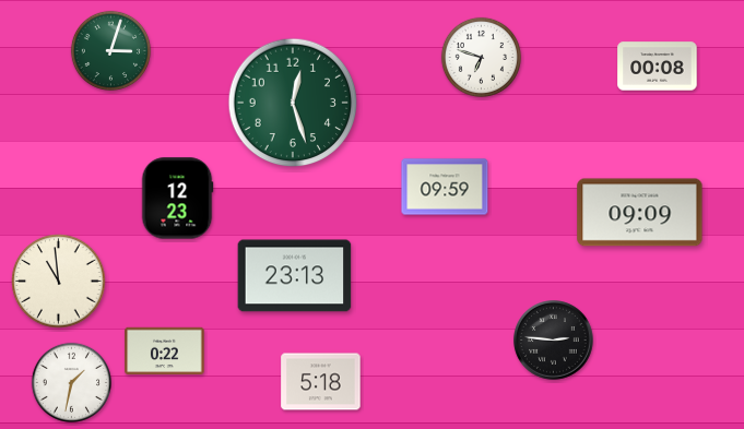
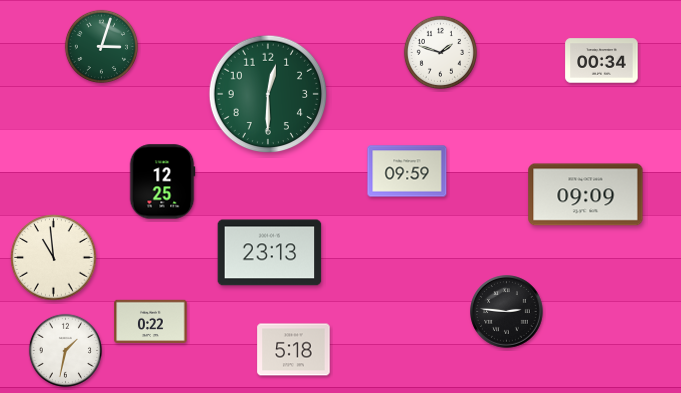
clock at (481, 57): 6:48 -> 1:48
clock at (658, 67): 00:08 -> 00:34
clock at (293, 103): 12:27 -> 12:30
clock at (177, 199): 12:23 -> 12:25
